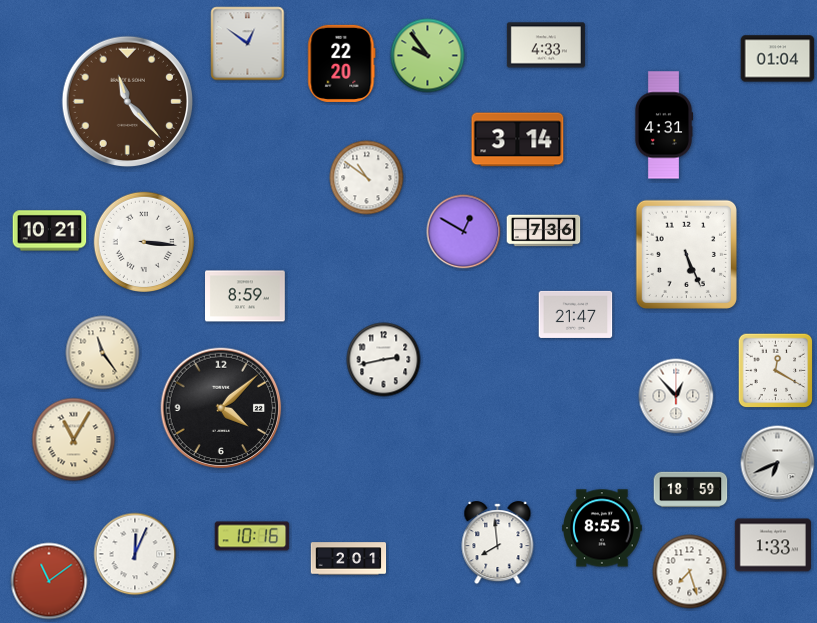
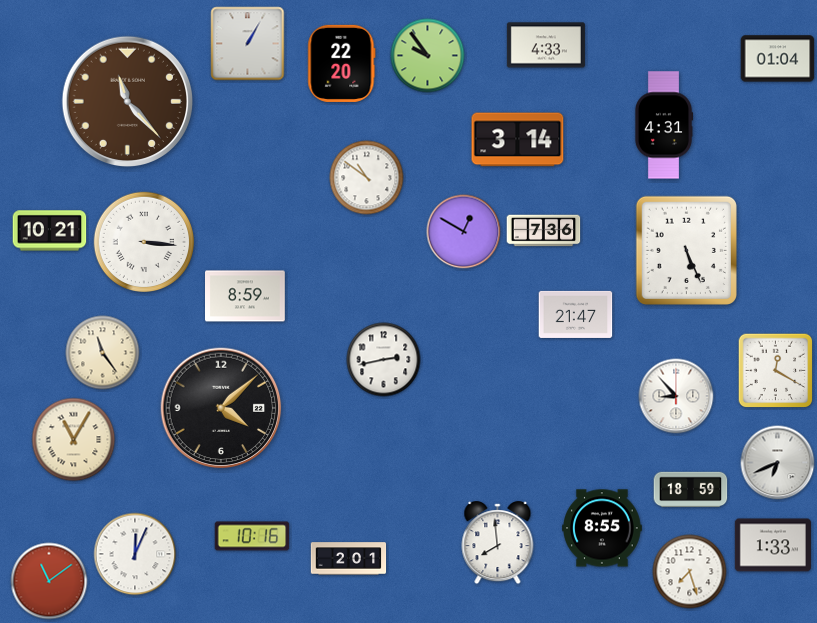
clock at (248, 44): 12:51 -> 1:05
clock at (686, 254) position: (686, 254) -> (686, 250)
clock at (676, 396): 12:53 -> 8:53
